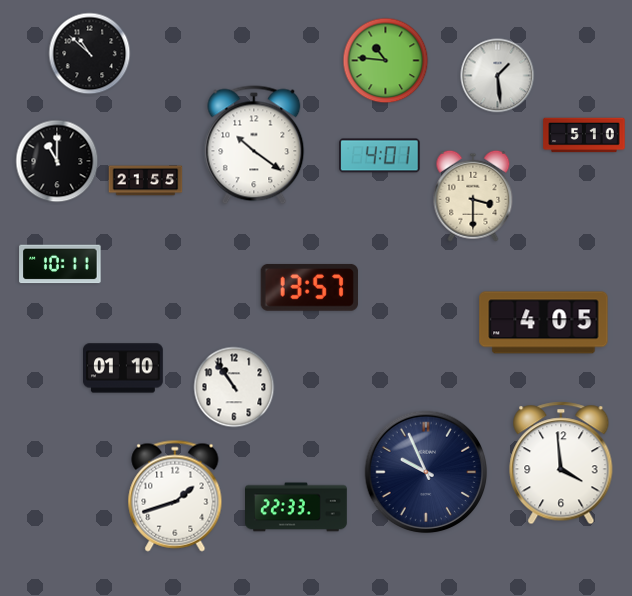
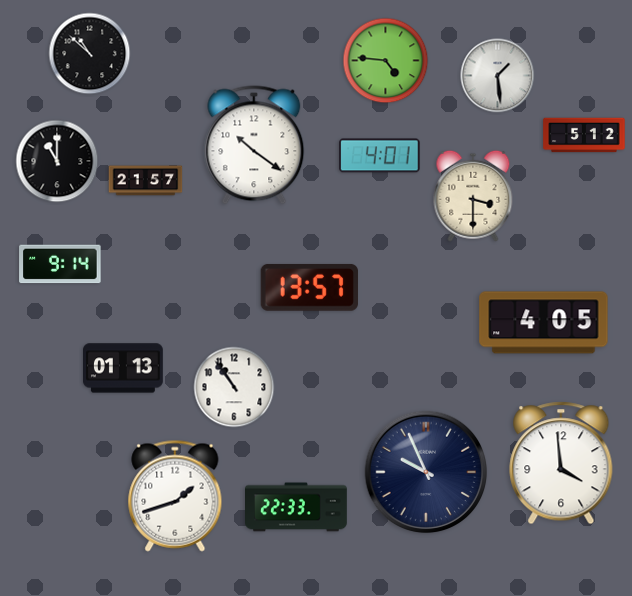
clock at (386, 61): 10:46 -> 4:46
clock at (584, 135): 5:10 -> 5:12
clock at (146, 181): 21:55 -> 21:57
clock at (60, 264): 10:11 -> 9:14
clock at (124, 368): 01:10 -> 01:13
